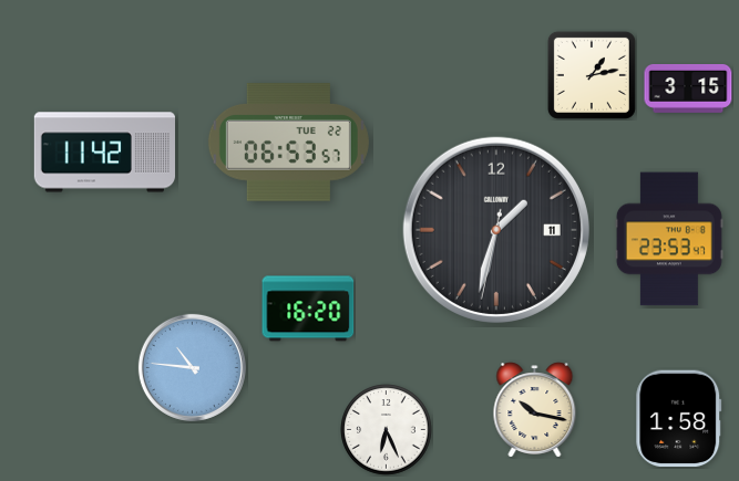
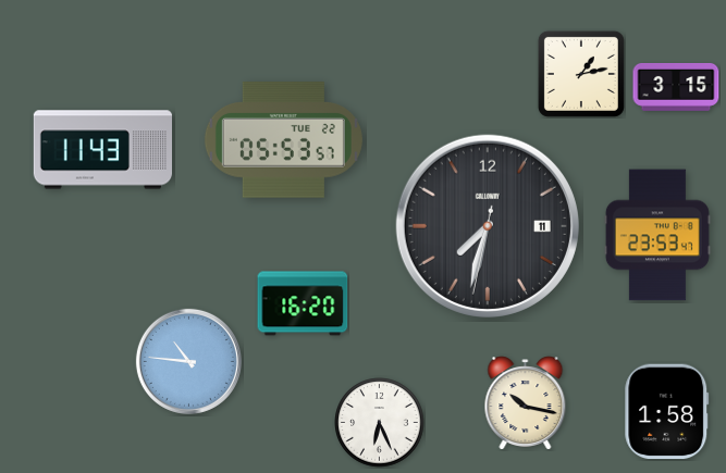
clock at (288, 143): 06:53 -> 05:53
clock at (104, 153): 11:42 -> 11:43
clock at (496, 230): 1:32 -> 7:32
